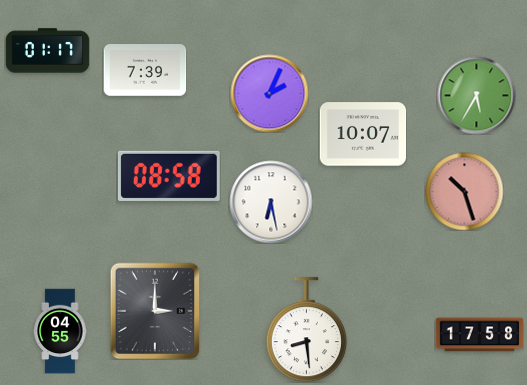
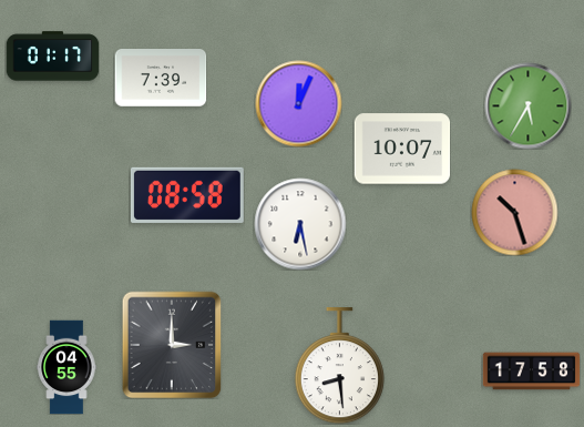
clock at (269, 93): 2:04 -> 12:04
